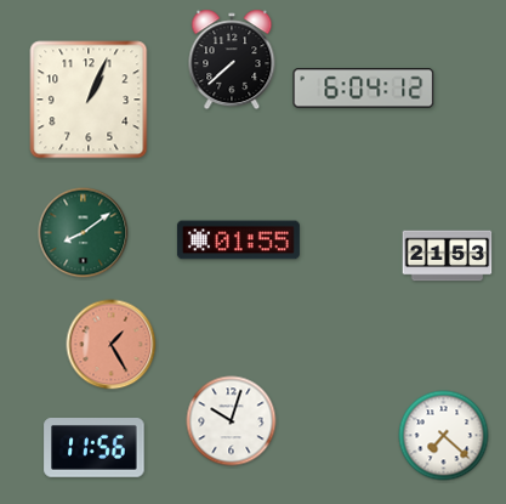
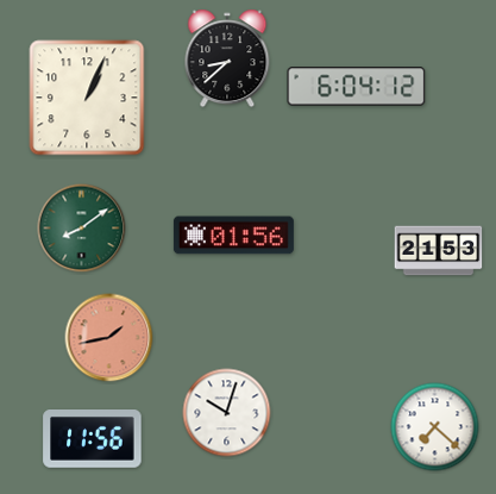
clock at (232, 60): 7:38 -> 8:38
clock at (238, 240): 01:55 -> 01:56
clock at (112, 345): 1:25 -> 1:43
